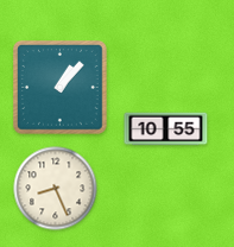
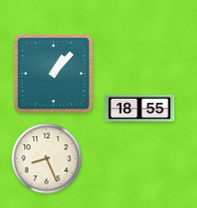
clock at (61, 88) position: (61, 88) -> (54, 74)
clock at (166, 129): 10:55 -> 18:55
